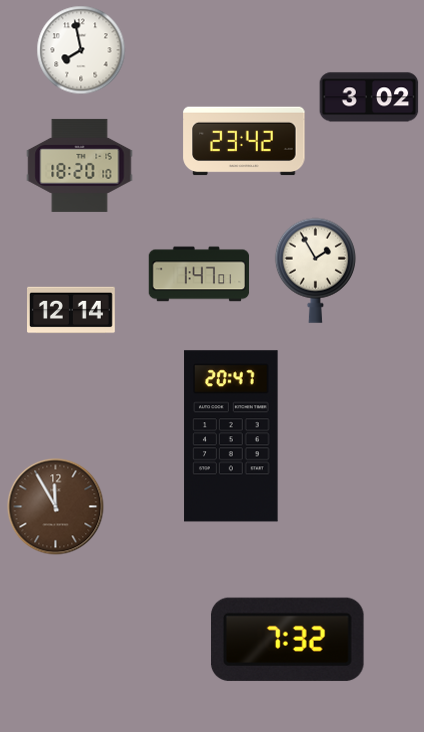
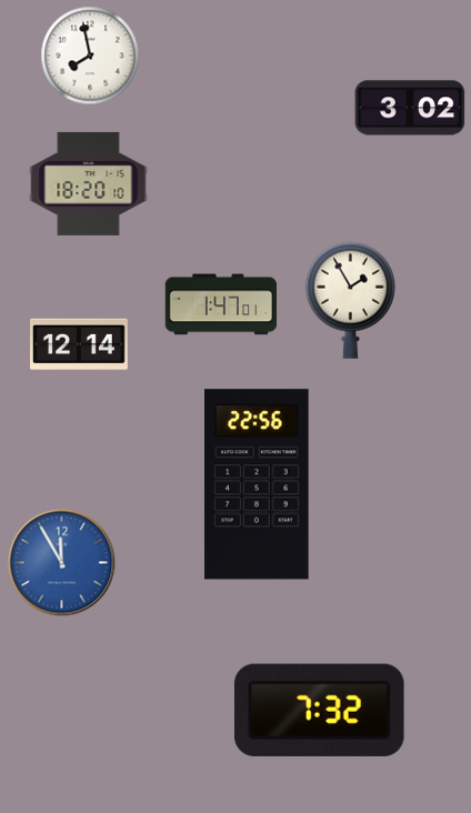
clock at (244, 141): 23:42 -> none
clock at (231, 436): 20:47 -> 22:56
clock at (56, 507) dial: brown -> blue
